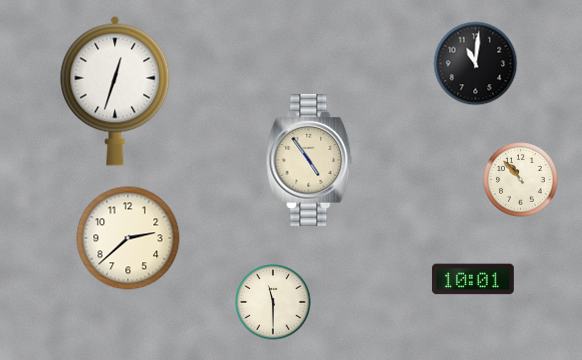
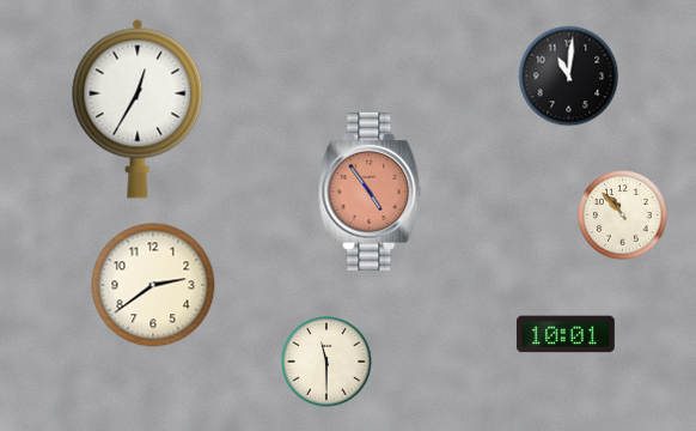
clock at (115, 91): 12:33 -> 12:35
clock at (309, 160) dial: cream -> salmon
clock at (128, 238): 2:38 -> 2:39
